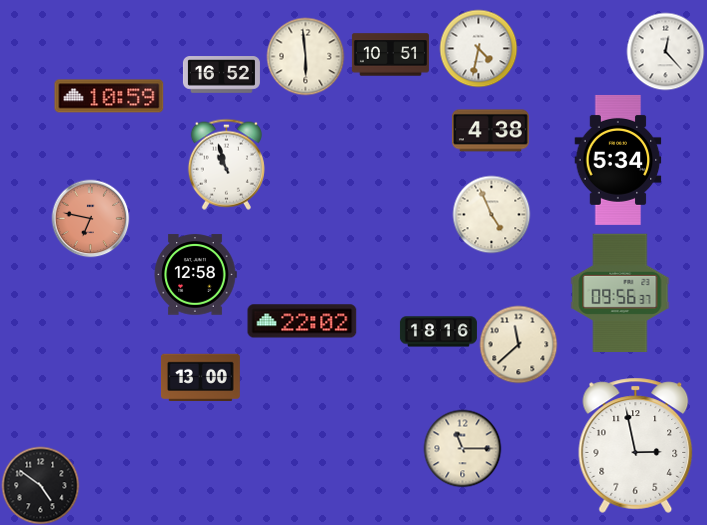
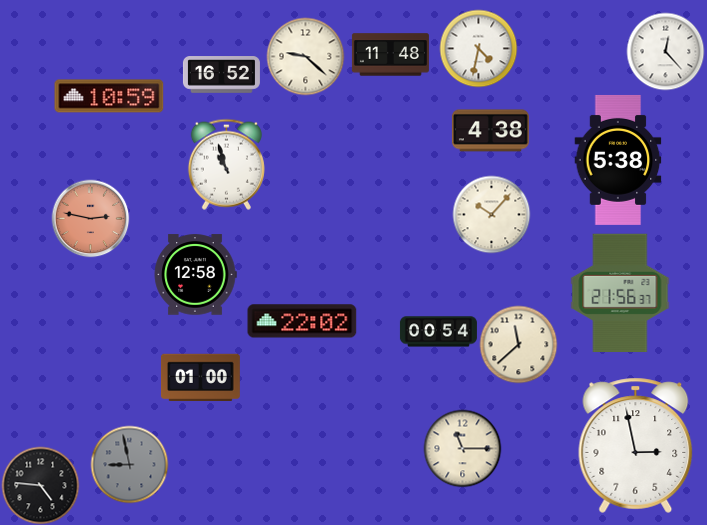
clock at (390, 55): 10:51 -> 11:48
clock at (305, 56): 5:59 -> 9:22
clock at (618, 160): 5:34 -> 5:38
clock at (491, 214): 4:56 -> 10:07
clock at (90, 218): 6:47 -> 2:47
clock at (620, 293): 09:56 -> 21:56
clock at (438, 332): 18:16 -> 00:54
clock at (200, 378): 13:00 -> 01:00
clock at (129, 464): none -> 8:58
clock at (40, 485): 4:51 -> 4:46
